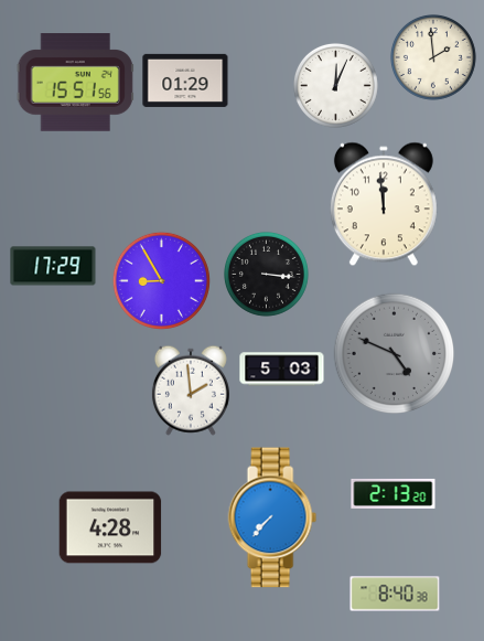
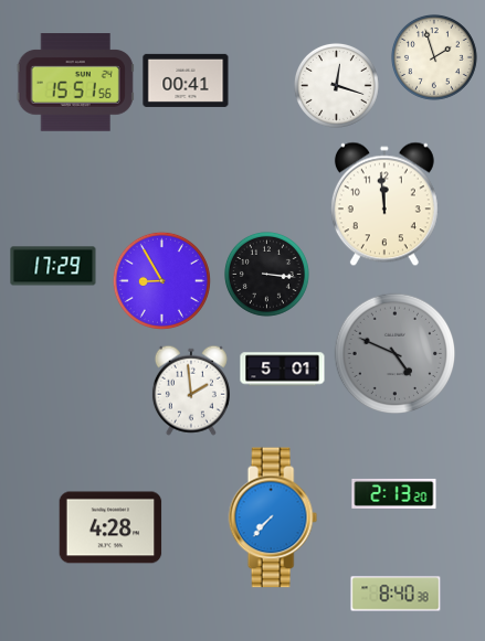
clock at (433, 57): 1:59 -> 1:57
clock at (185, 81): 01:29 -> 00:41
clock at (335, 85): 12:04 -> 12:18
clock at (282, 370): 5:03 -> 5:01
